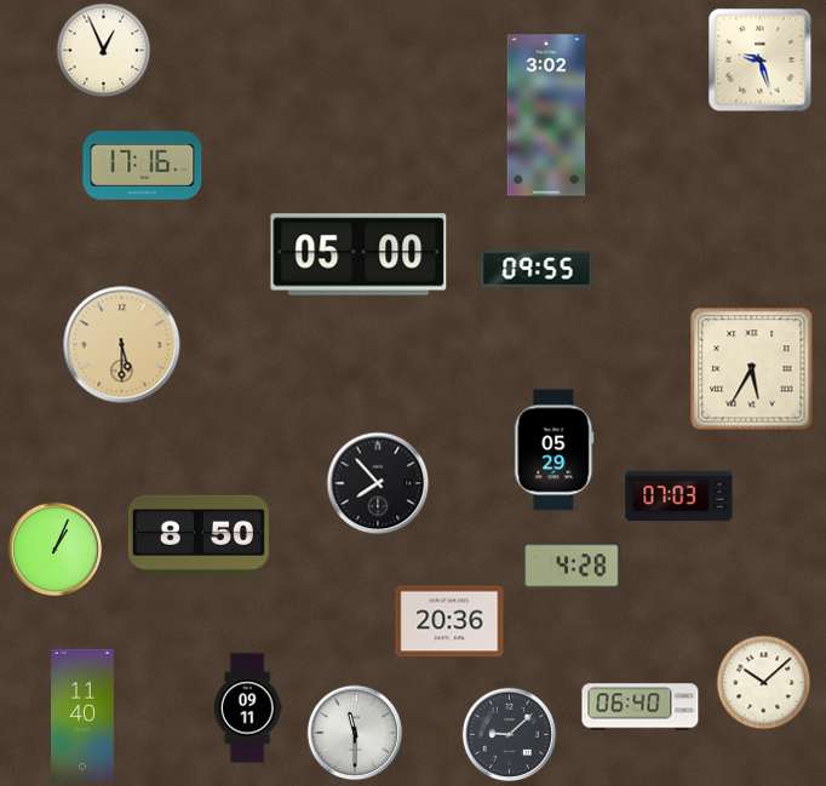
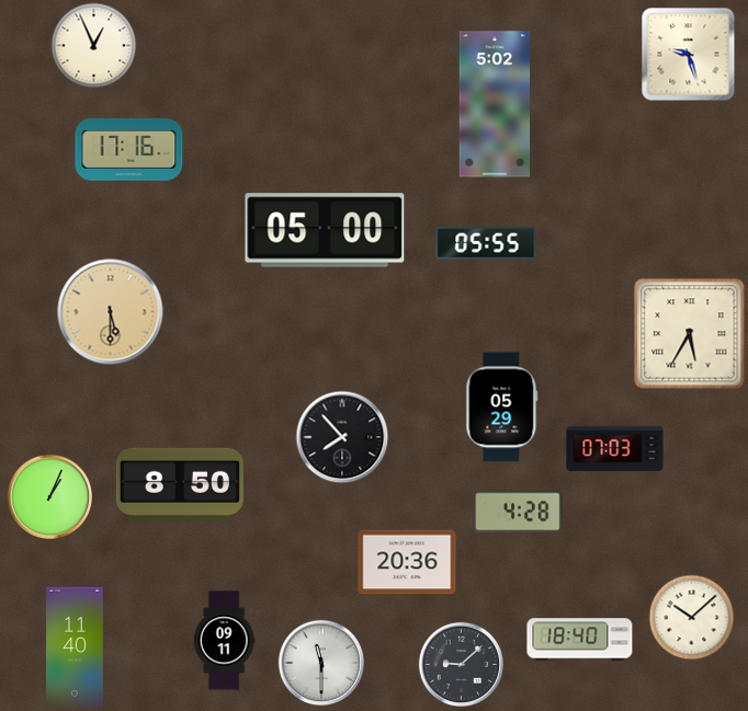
clock at (546, 115): 3:02 -> 5:02
clock at (537, 269): 09:55 -> 05:55
clock at (752, 369) position: (752, 369) -> (690, 334)
clock at (641, 707): 06:40 -> 18:40
